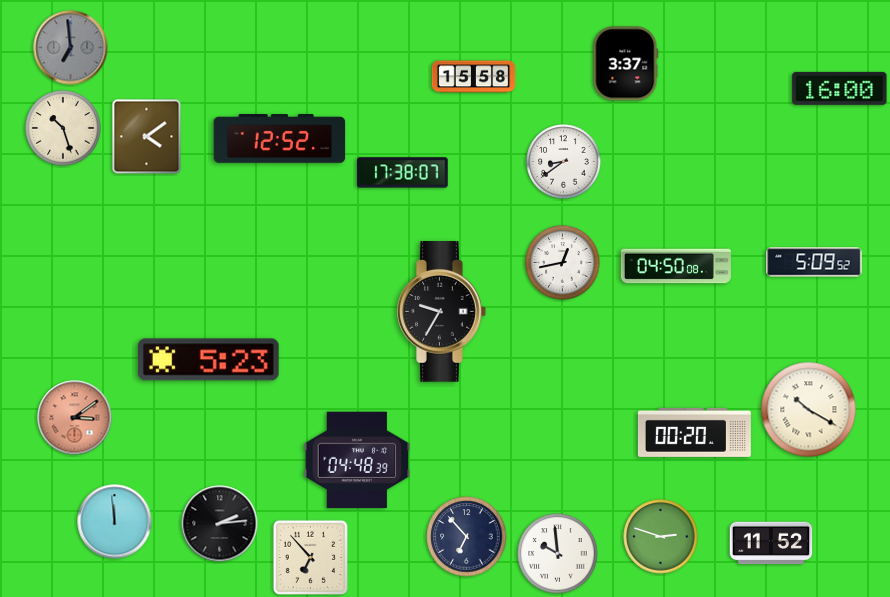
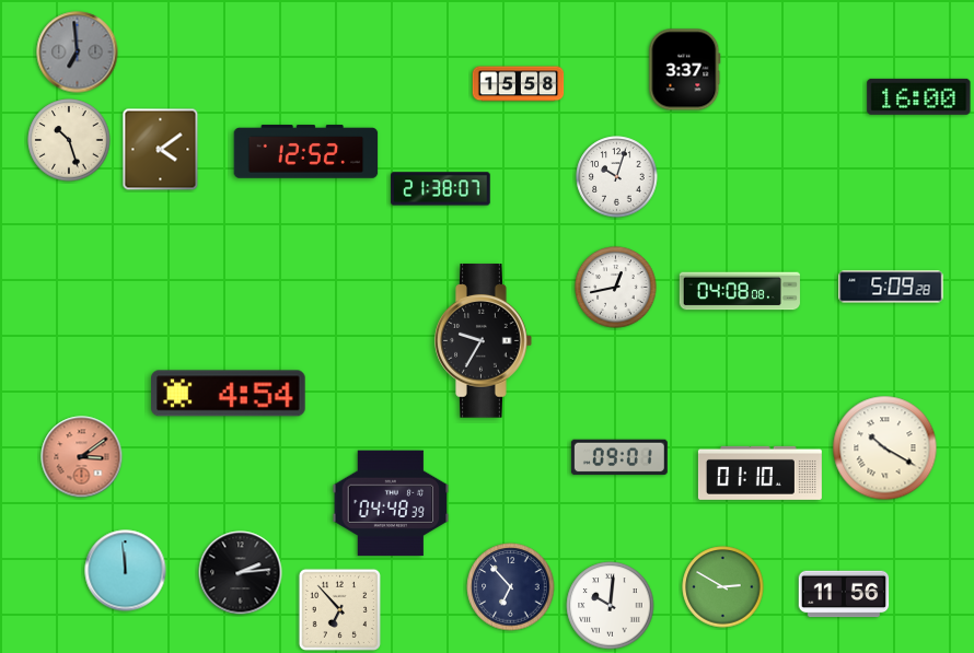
clock at (564, 162): 8:39 -> 10:03
clock at (403, 173): 17:38 -> 21:38
clock at (814, 262): 5:09:52 -> 5:09:28
clock at (676, 266): 04:50 -> 04:08
clock at (209, 360): 5:23 -> 4:54
clock at (619, 457): none -> 09:01
clock at (694, 432): 00:20 -> 01:10
clock at (661, 537): 2:48 -> 2:50
clock at (771, 543): 11:52 -> 11:56
clock at (558, 554): 9:59 -> 10:01
